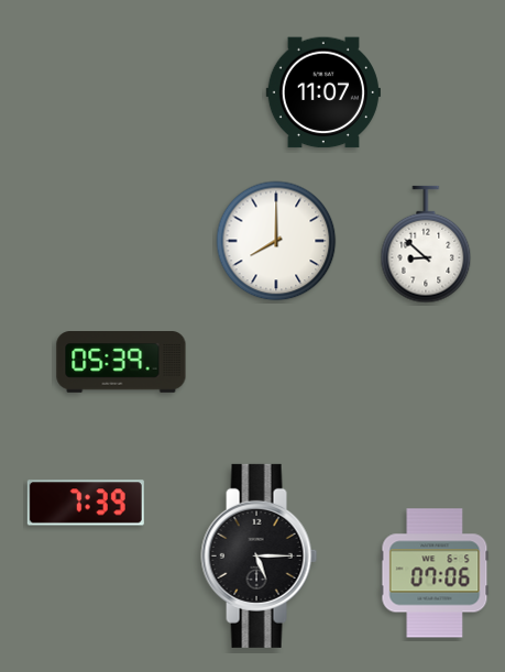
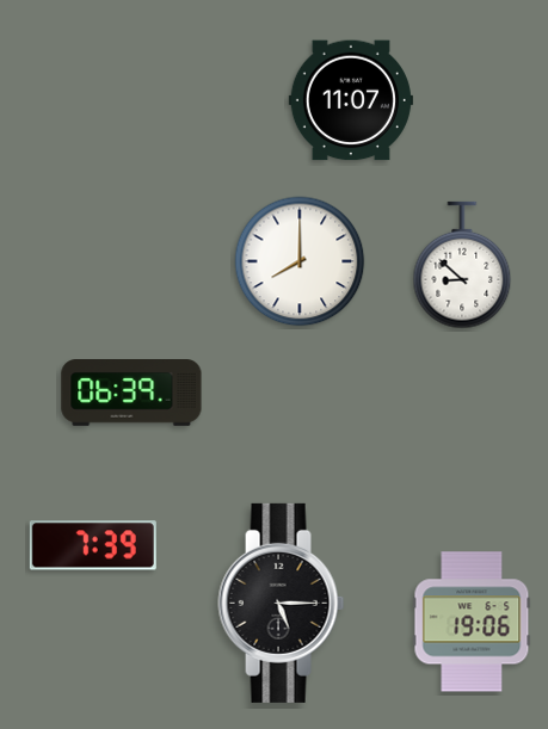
clock at (121, 363): 05:39 -> 06:39
clock at (435, 573): 07:06 -> 19:06
